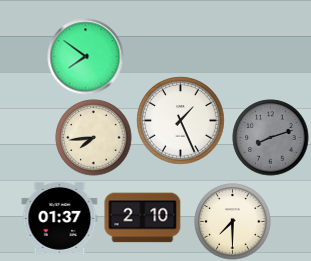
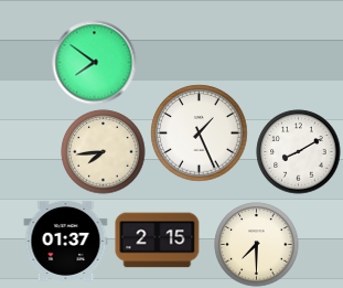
clock at (271, 138): 8:12 -> 8:10
clock at (271, 138) dial: grey -> white
clock at (143, 218): 2:10 -> 2:15
